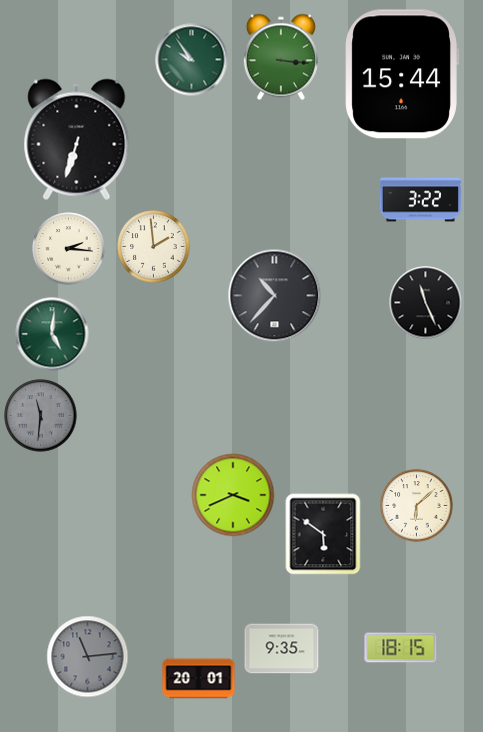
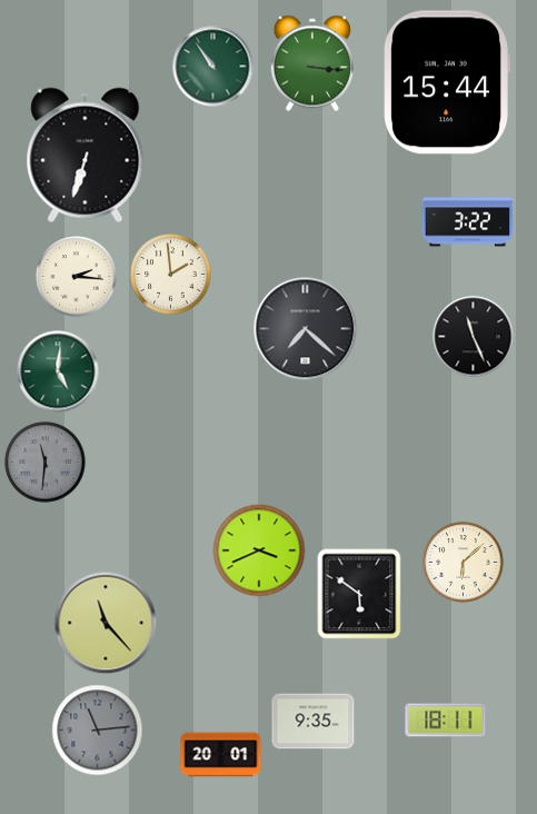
clock at (192, 60): 9:54 -> 10:54
clock at (275, 296): 10:37 -> 7:22
clock at (106, 623): none -> 11:23
clock at (401, 648): 18:15 -> 18:11
